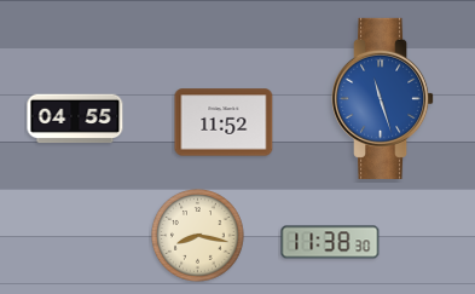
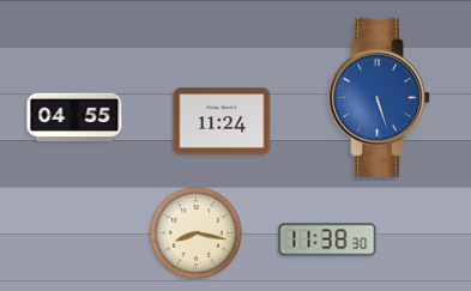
clock at (384, 98): 11:27 -> 5:27
clock at (224, 122): 11:52 -> 11:24
